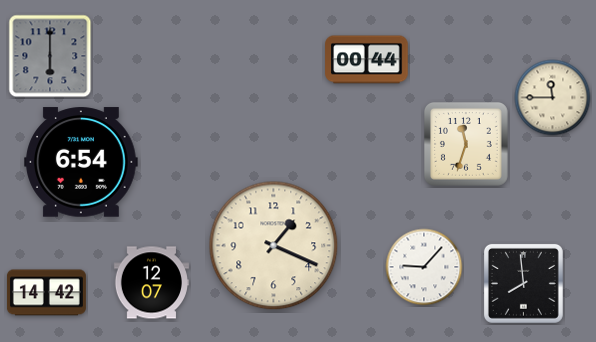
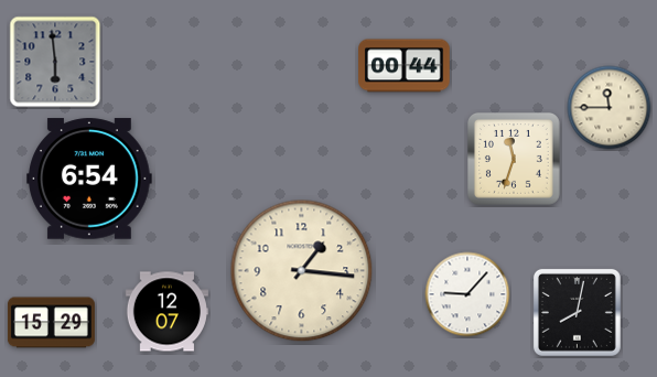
clock at (50, 56): 6:00 -> 5:59
clock at (274, 246): 1:19 -> 1:16
clock at (523, 283): 7:59 -> 8:02
clock at (46, 293): 14:42 -> 15:29
